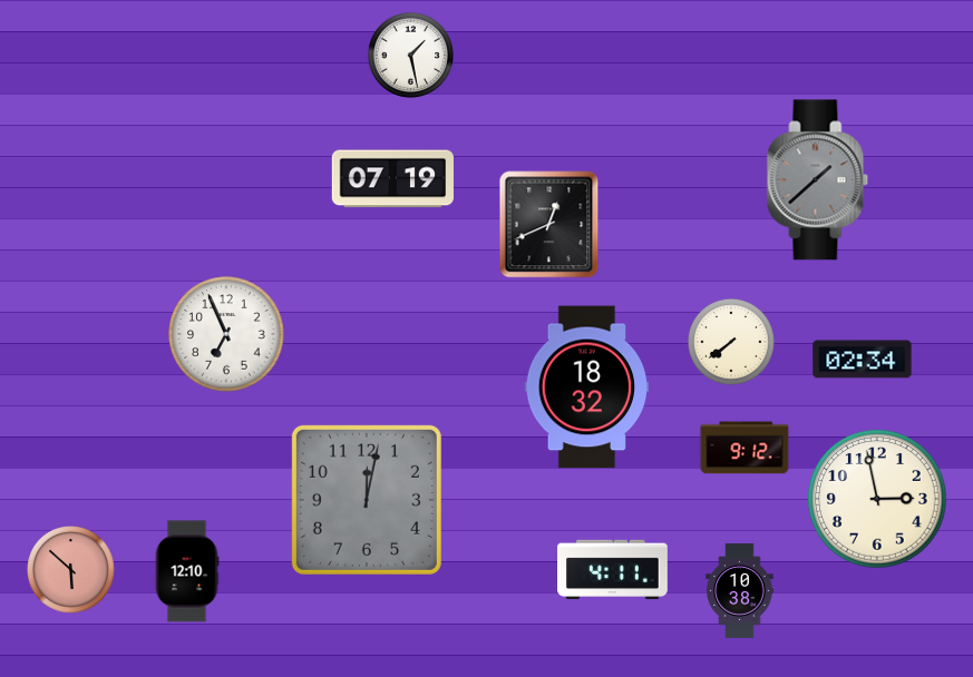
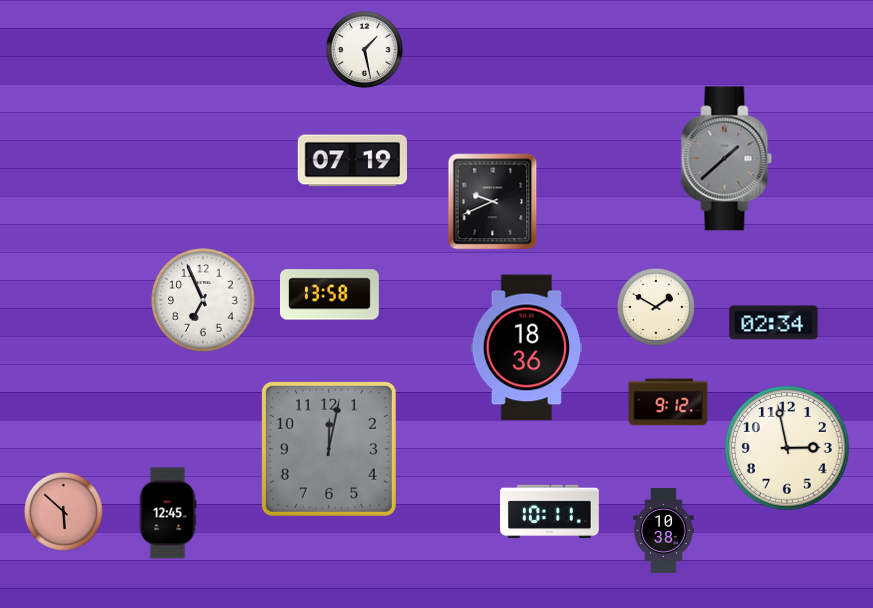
clock at (410, 55) position: (410, 55) -> (364, 49)
clock at (818, 180) position: (818, 180) -> (727, 159)
clock at (549, 225): 12:41 -> 9:41
clock at (330, 295): none -> 13:58
clock at (731, 342): 7:39 -> 1:50
clock at (586, 387): 18:32 -> 18:36
clock at (613, 570): 4:11 -> 10:11
clock at (187, 571): 12:10 -> 12:45
